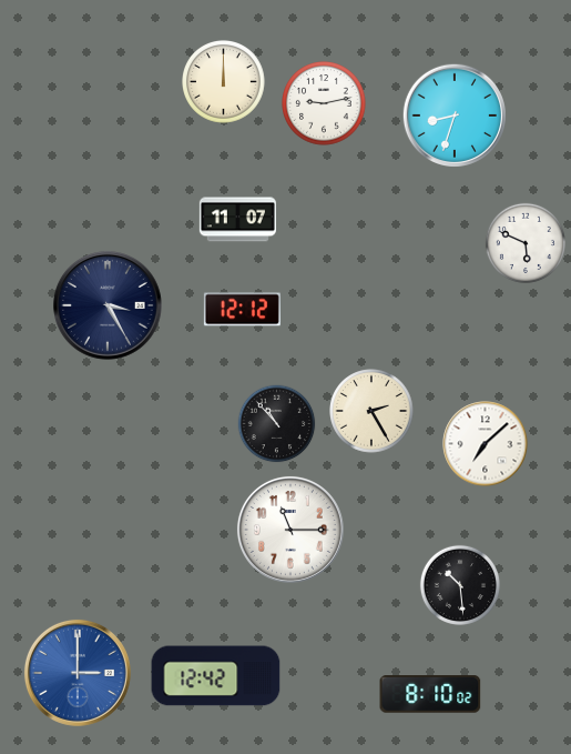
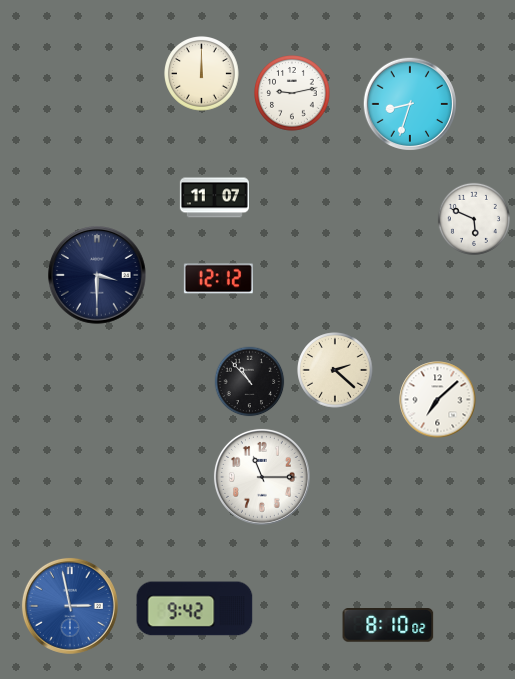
clock at (109, 306): 3:25 -> 3:30
clock at (371, 411): 2:25 -> 2:22
clock at (460, 585): 10:29 -> none
clock at (78, 673): 3:00 -> 2:58
clock at (216, 676): 12:42 -> 9:42
